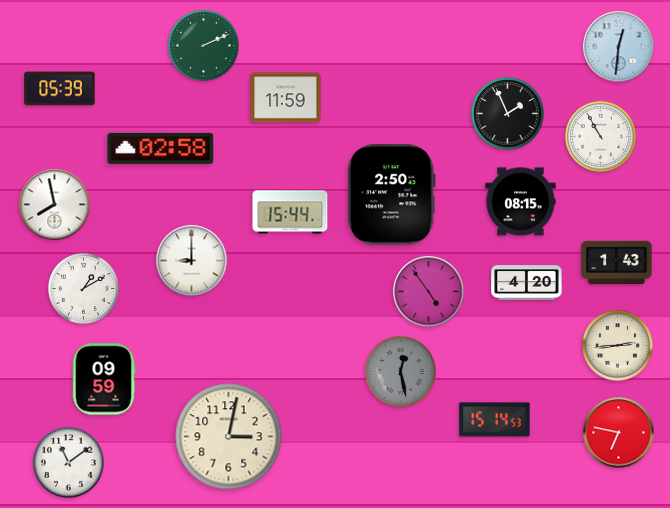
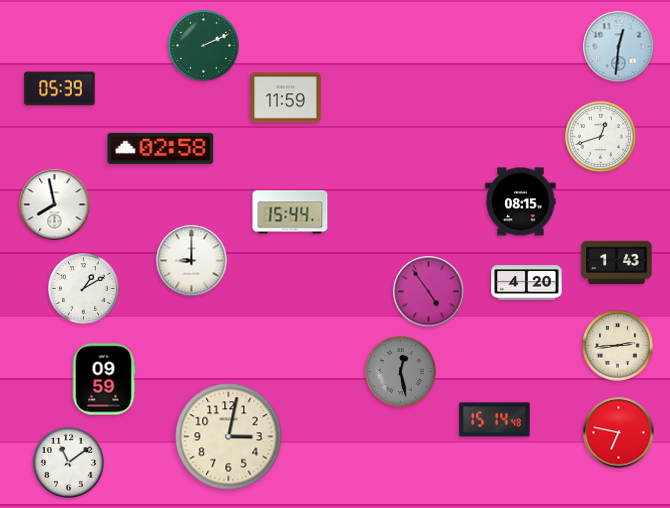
clock at (508, 114): 1:56 -> none
clock at (600, 136): 10:55 -> 12:42
clock at (392, 195): 2:50 -> none
clock at (495, 420): 15:14:53 -> 15:14:48
